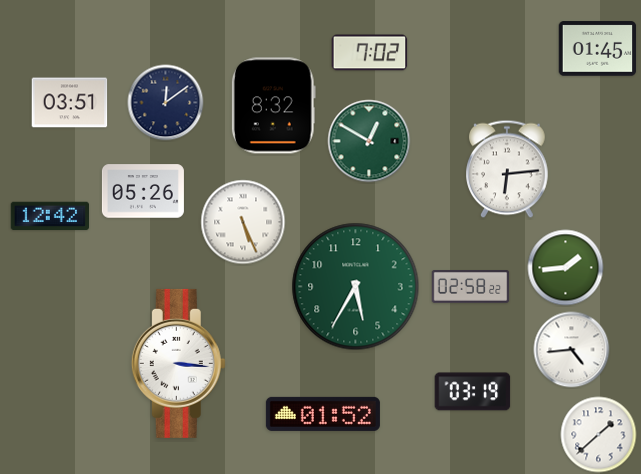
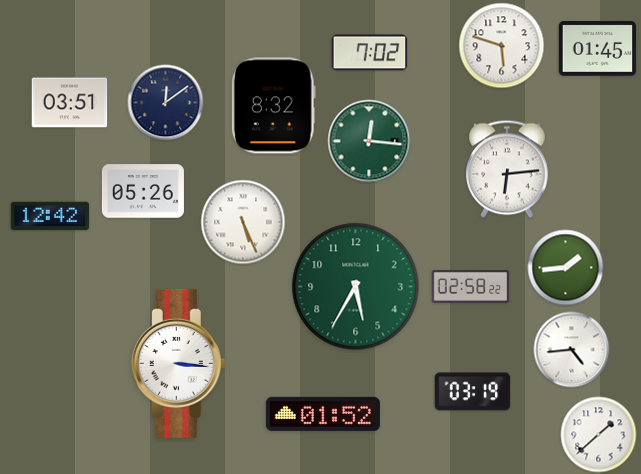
clock at (502, 46): none -> 5:48
clock at (369, 141): 12:50 -> 12:16
